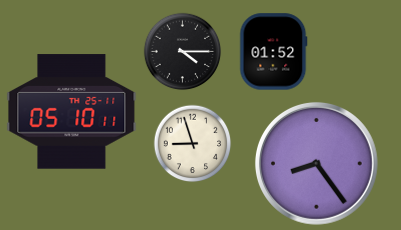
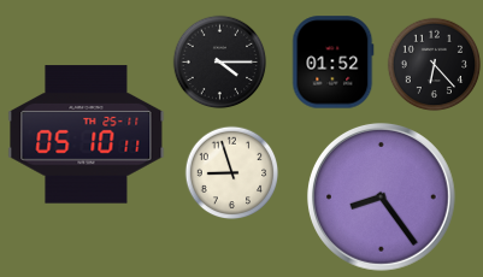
clock at (274, 52) position: (274, 52) -> (334, 63)
clock at (434, 64): none -> 6:23
